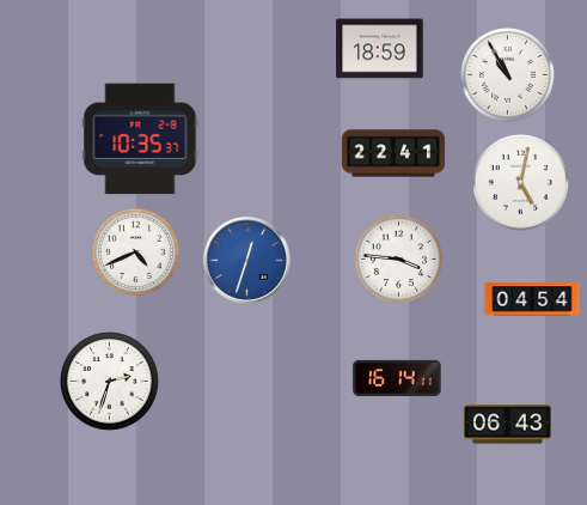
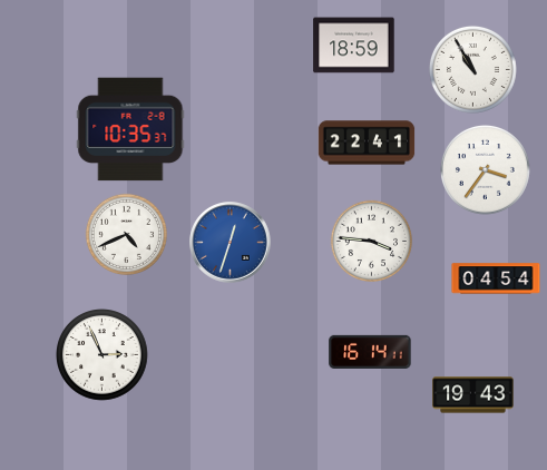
clock at (521, 183): 5:02 -> 3:36
clock at (110, 382): 2:33 -> 2:56
clock at (508, 425): 06:43 -> 19:43
